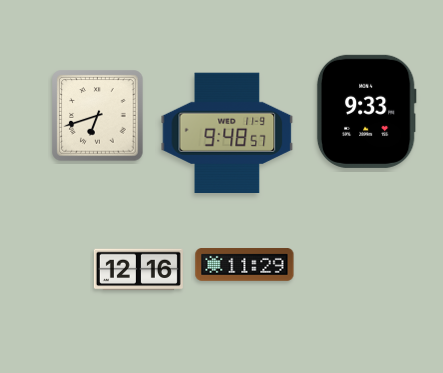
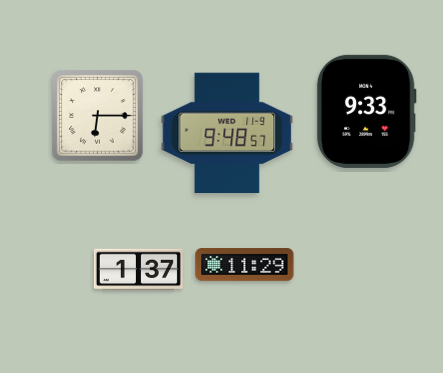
clock at (98, 116): 6:42 -> 6:15
clock at (138, 270): 12:16 -> 1:37
